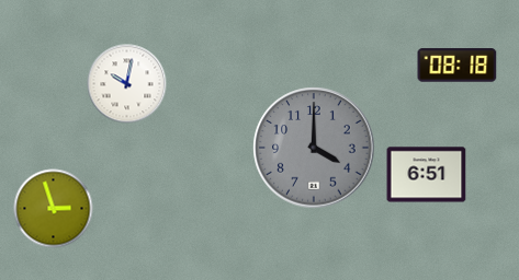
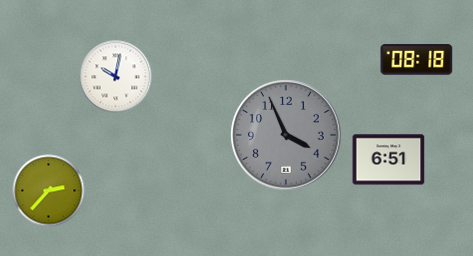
clock at (314, 148): 4:00 -> 3:56
clock at (54, 209): 2:57 -> 2:37
